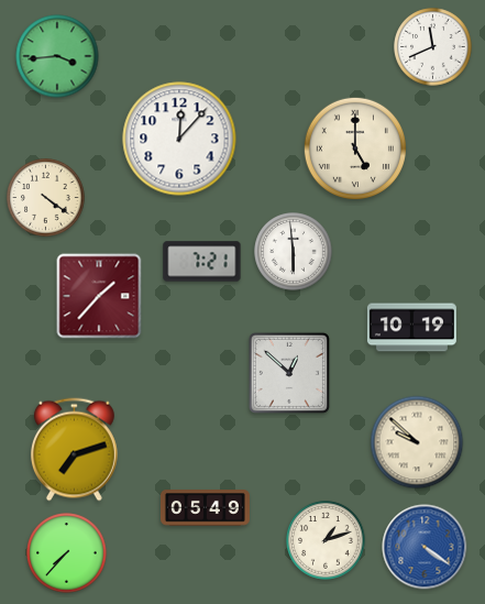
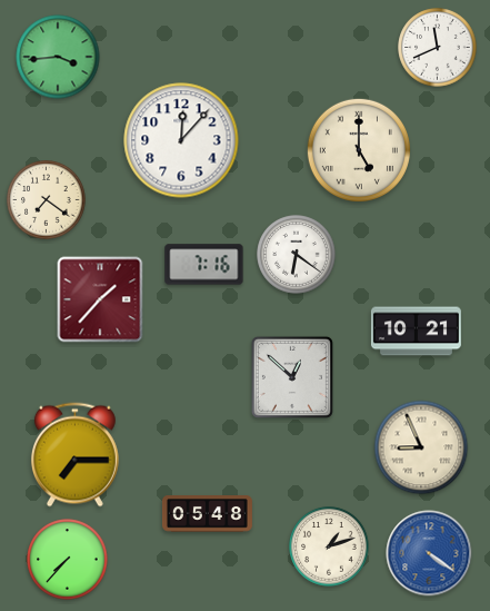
clock at (46, 198): 4:21 -> 7:21
clock at (294, 252): 5:59 -> 6:21
clock at (202, 262): 7:21 -> 7:16
clock at (411, 328): 10:19 -> 10:21
clock at (417, 442): 9:52 -> 8:56
clock at (74, 450): 7:12 -> 7:15
clock at (205, 508): 05:49 -> 05:48
